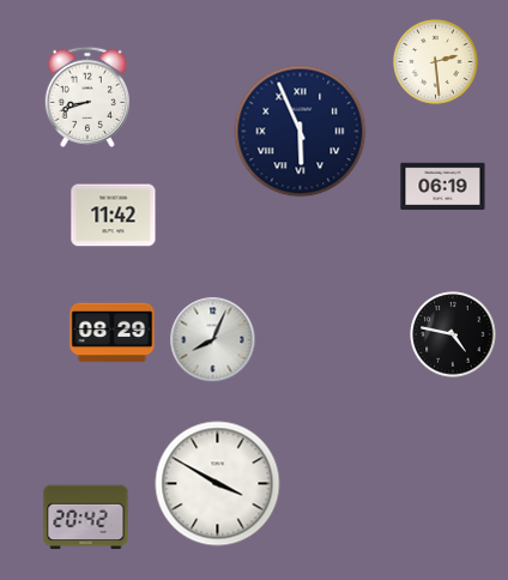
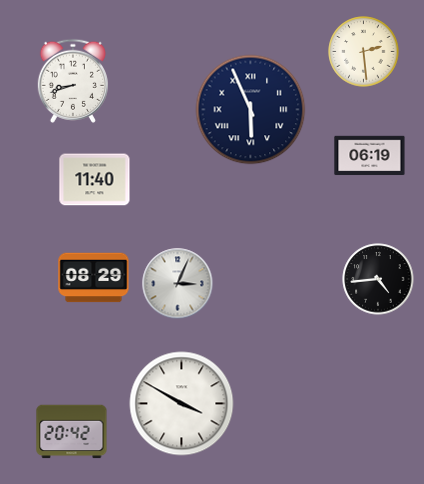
clock at (114, 216): 11:42 -> 11:40
clock at (453, 334): 4:47 -> 4:44
clock at (213, 340): 8:04 -> 3:04
